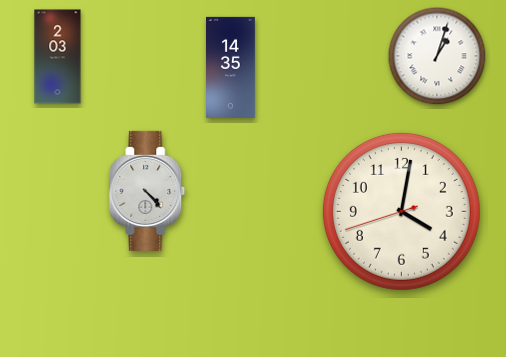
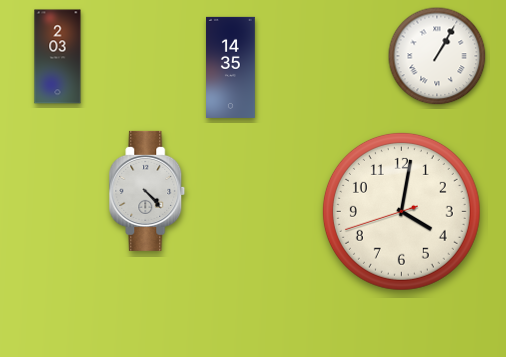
clock at (437, 56): 1:03 -> 1:05
